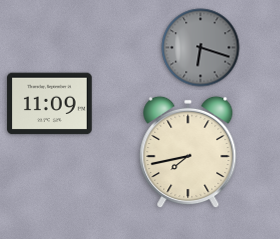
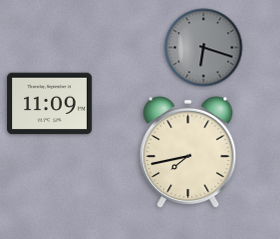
clock at (201, 48) position: (201, 48) -> (204, 48)
